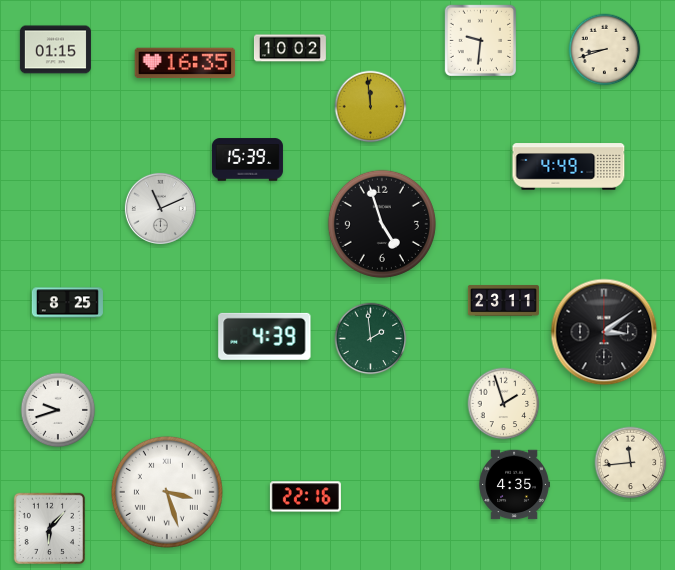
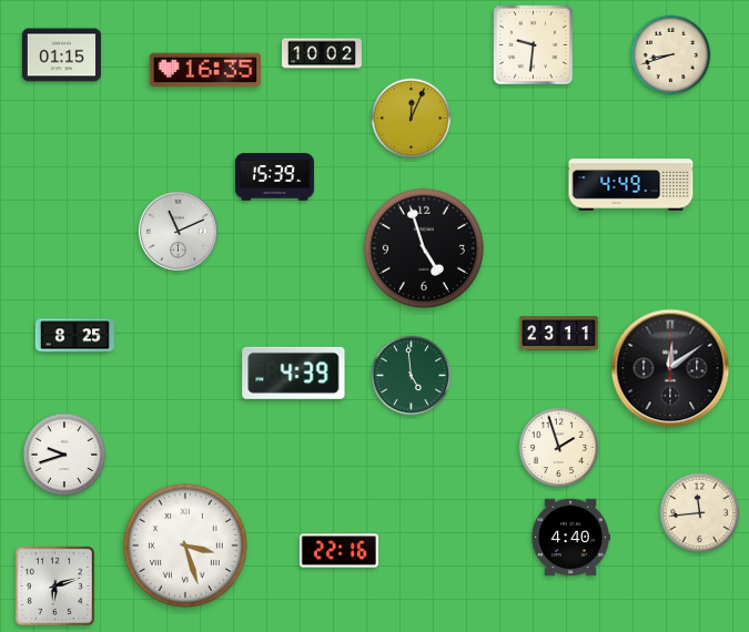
clock at (371, 107): 11:59 -> 12:04
clock at (604, 332): 3:09 -> 12:09
clock at (371, 339): 1:59 -> 4:59
clock at (514, 485): 4:35 -> 4:40
clock at (49, 528): 6:07 -> 6:12
